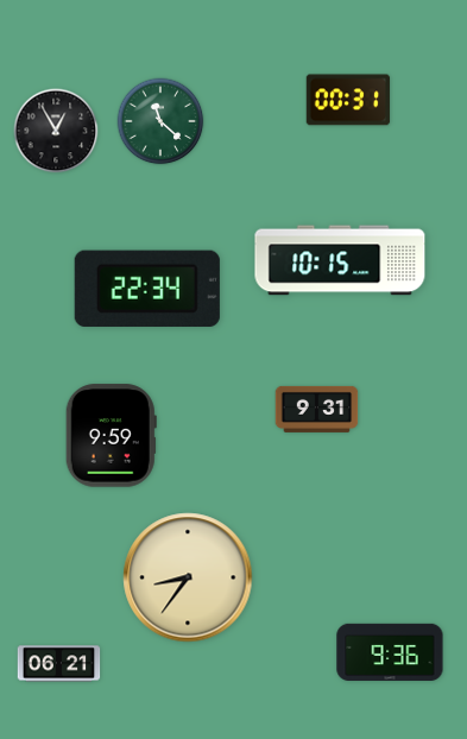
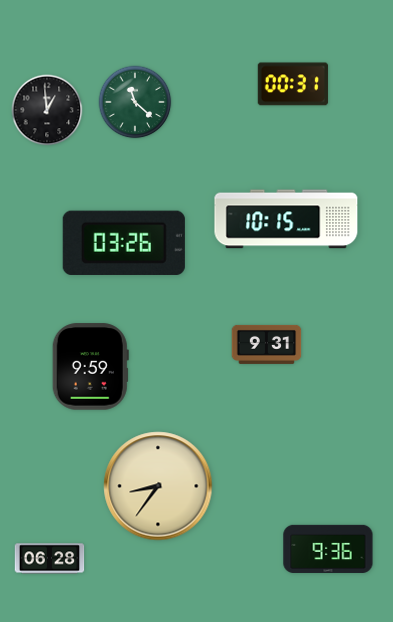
clock at (56, 131): 12:55 -> 12:59
clock at (147, 289): 22:34 -> 03:26
clock at (111, 436) position: (111, 436) -> (90, 367)
clock at (59, 664): 06:21 -> 06:28
